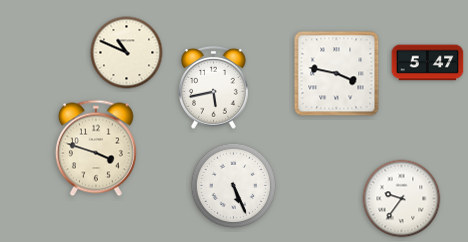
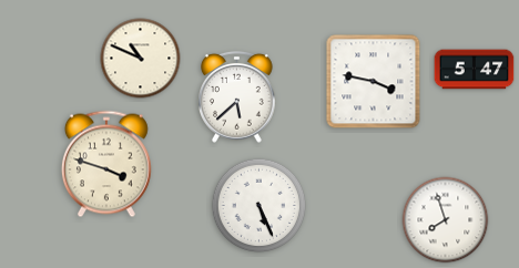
clock at (214, 87): 5:43 -> 5:38
clock at (402, 199): 9:36 -> 7:57
